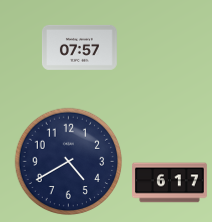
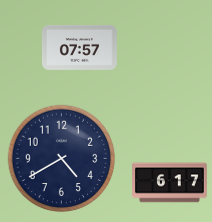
clock at (69, 162) position: (69, 162) -> (62, 159)
